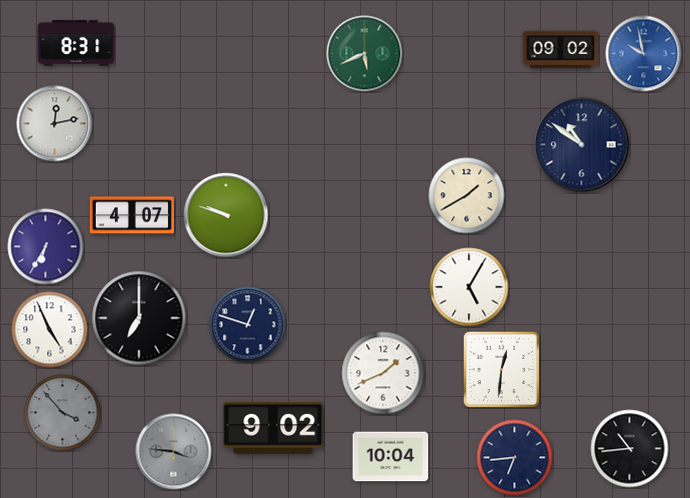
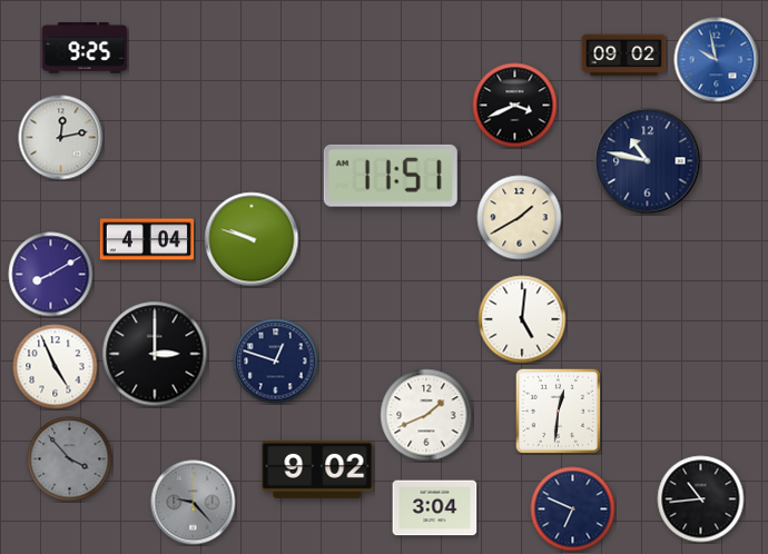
clock at (76, 43): 8:31 -> 9:25
clock at (365, 54): 5:41 -> none
clock at (515, 106): none -> 3:41
clock at (582, 145): 10:51 -> 10:47
clock at (391, 176): none -> 11:51
clock at (132, 215): 4:07 -> 4:04
clock at (46, 247): 6:35 -> 8:10
clock at (469, 287): 5:05 -> 5:01
clock at (139, 318): 7:00 -> 3:00
clock at (273, 428) position: (273, 428) -> (317, 469)
clock at (174, 452): 3:46 -> 9:23
clock at (391, 457): 10:04 -> 3:04
clock at (515, 458): 6:44 -> 6:49
